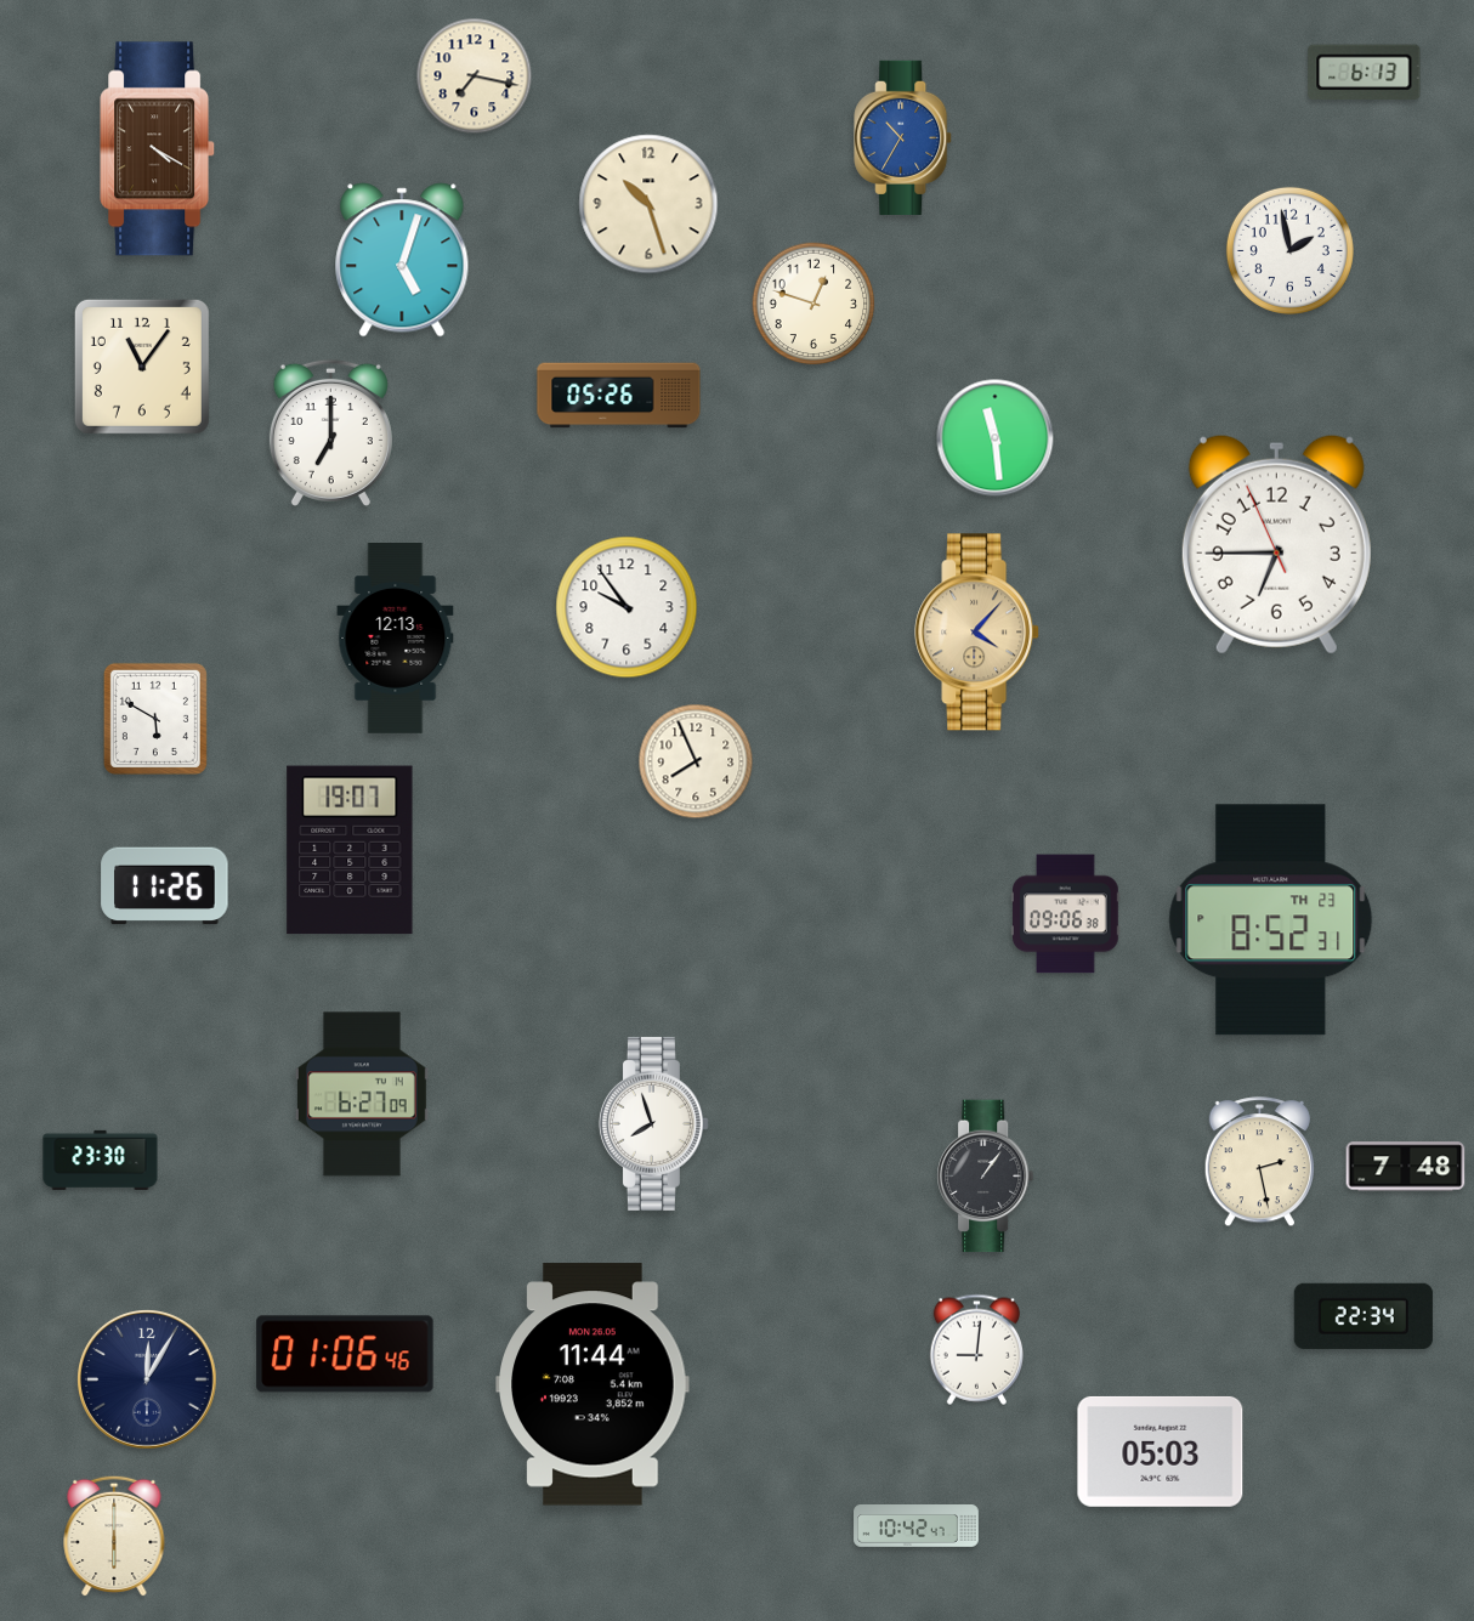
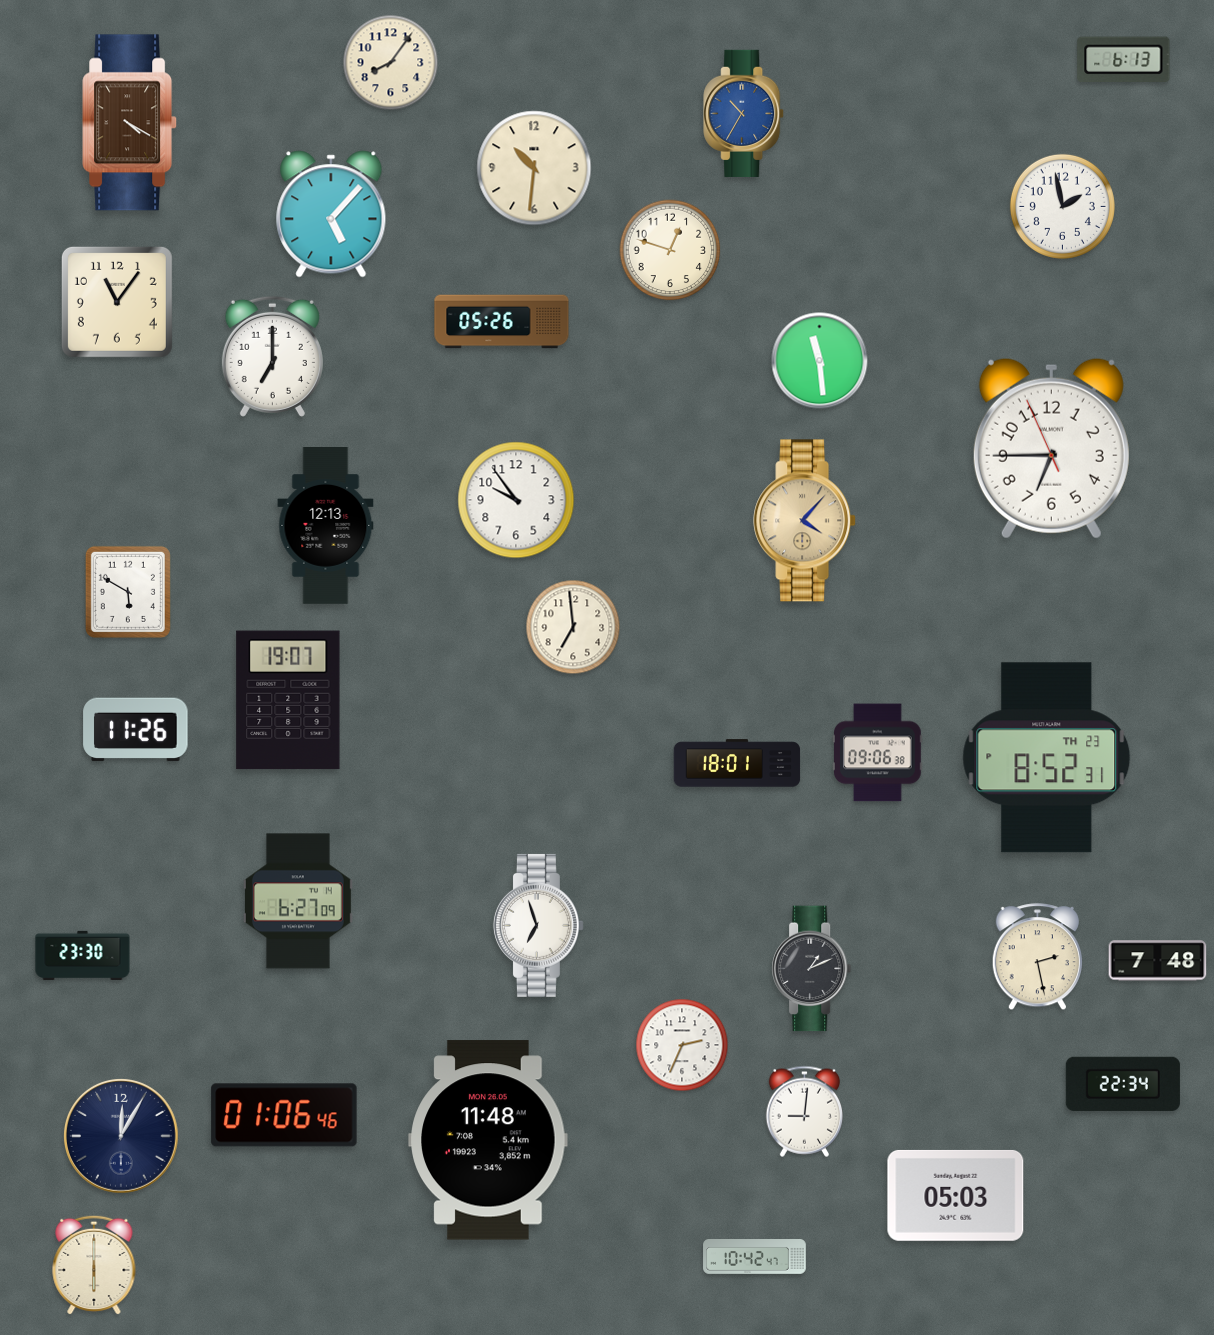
clock at (475, 76): 7:17 -> 8:06
clock at (648, 204): 10:27 -> 10:31
clock at (402, 260): 5:03 -> 5:07
clock at (619, 396) position: (619, 396) -> (502, 322)
clock at (696, 761): 7:56 -> 6:59
clock at (737, 763): none -> 18:01
clock at (653, 1123): 7:57 -> 6:57
clock at (986, 1177): 1:06 -> 1:11
clock at (682, 1045): none -> 2:34
clock at (593, 1384): 11:44 -> 11:48
